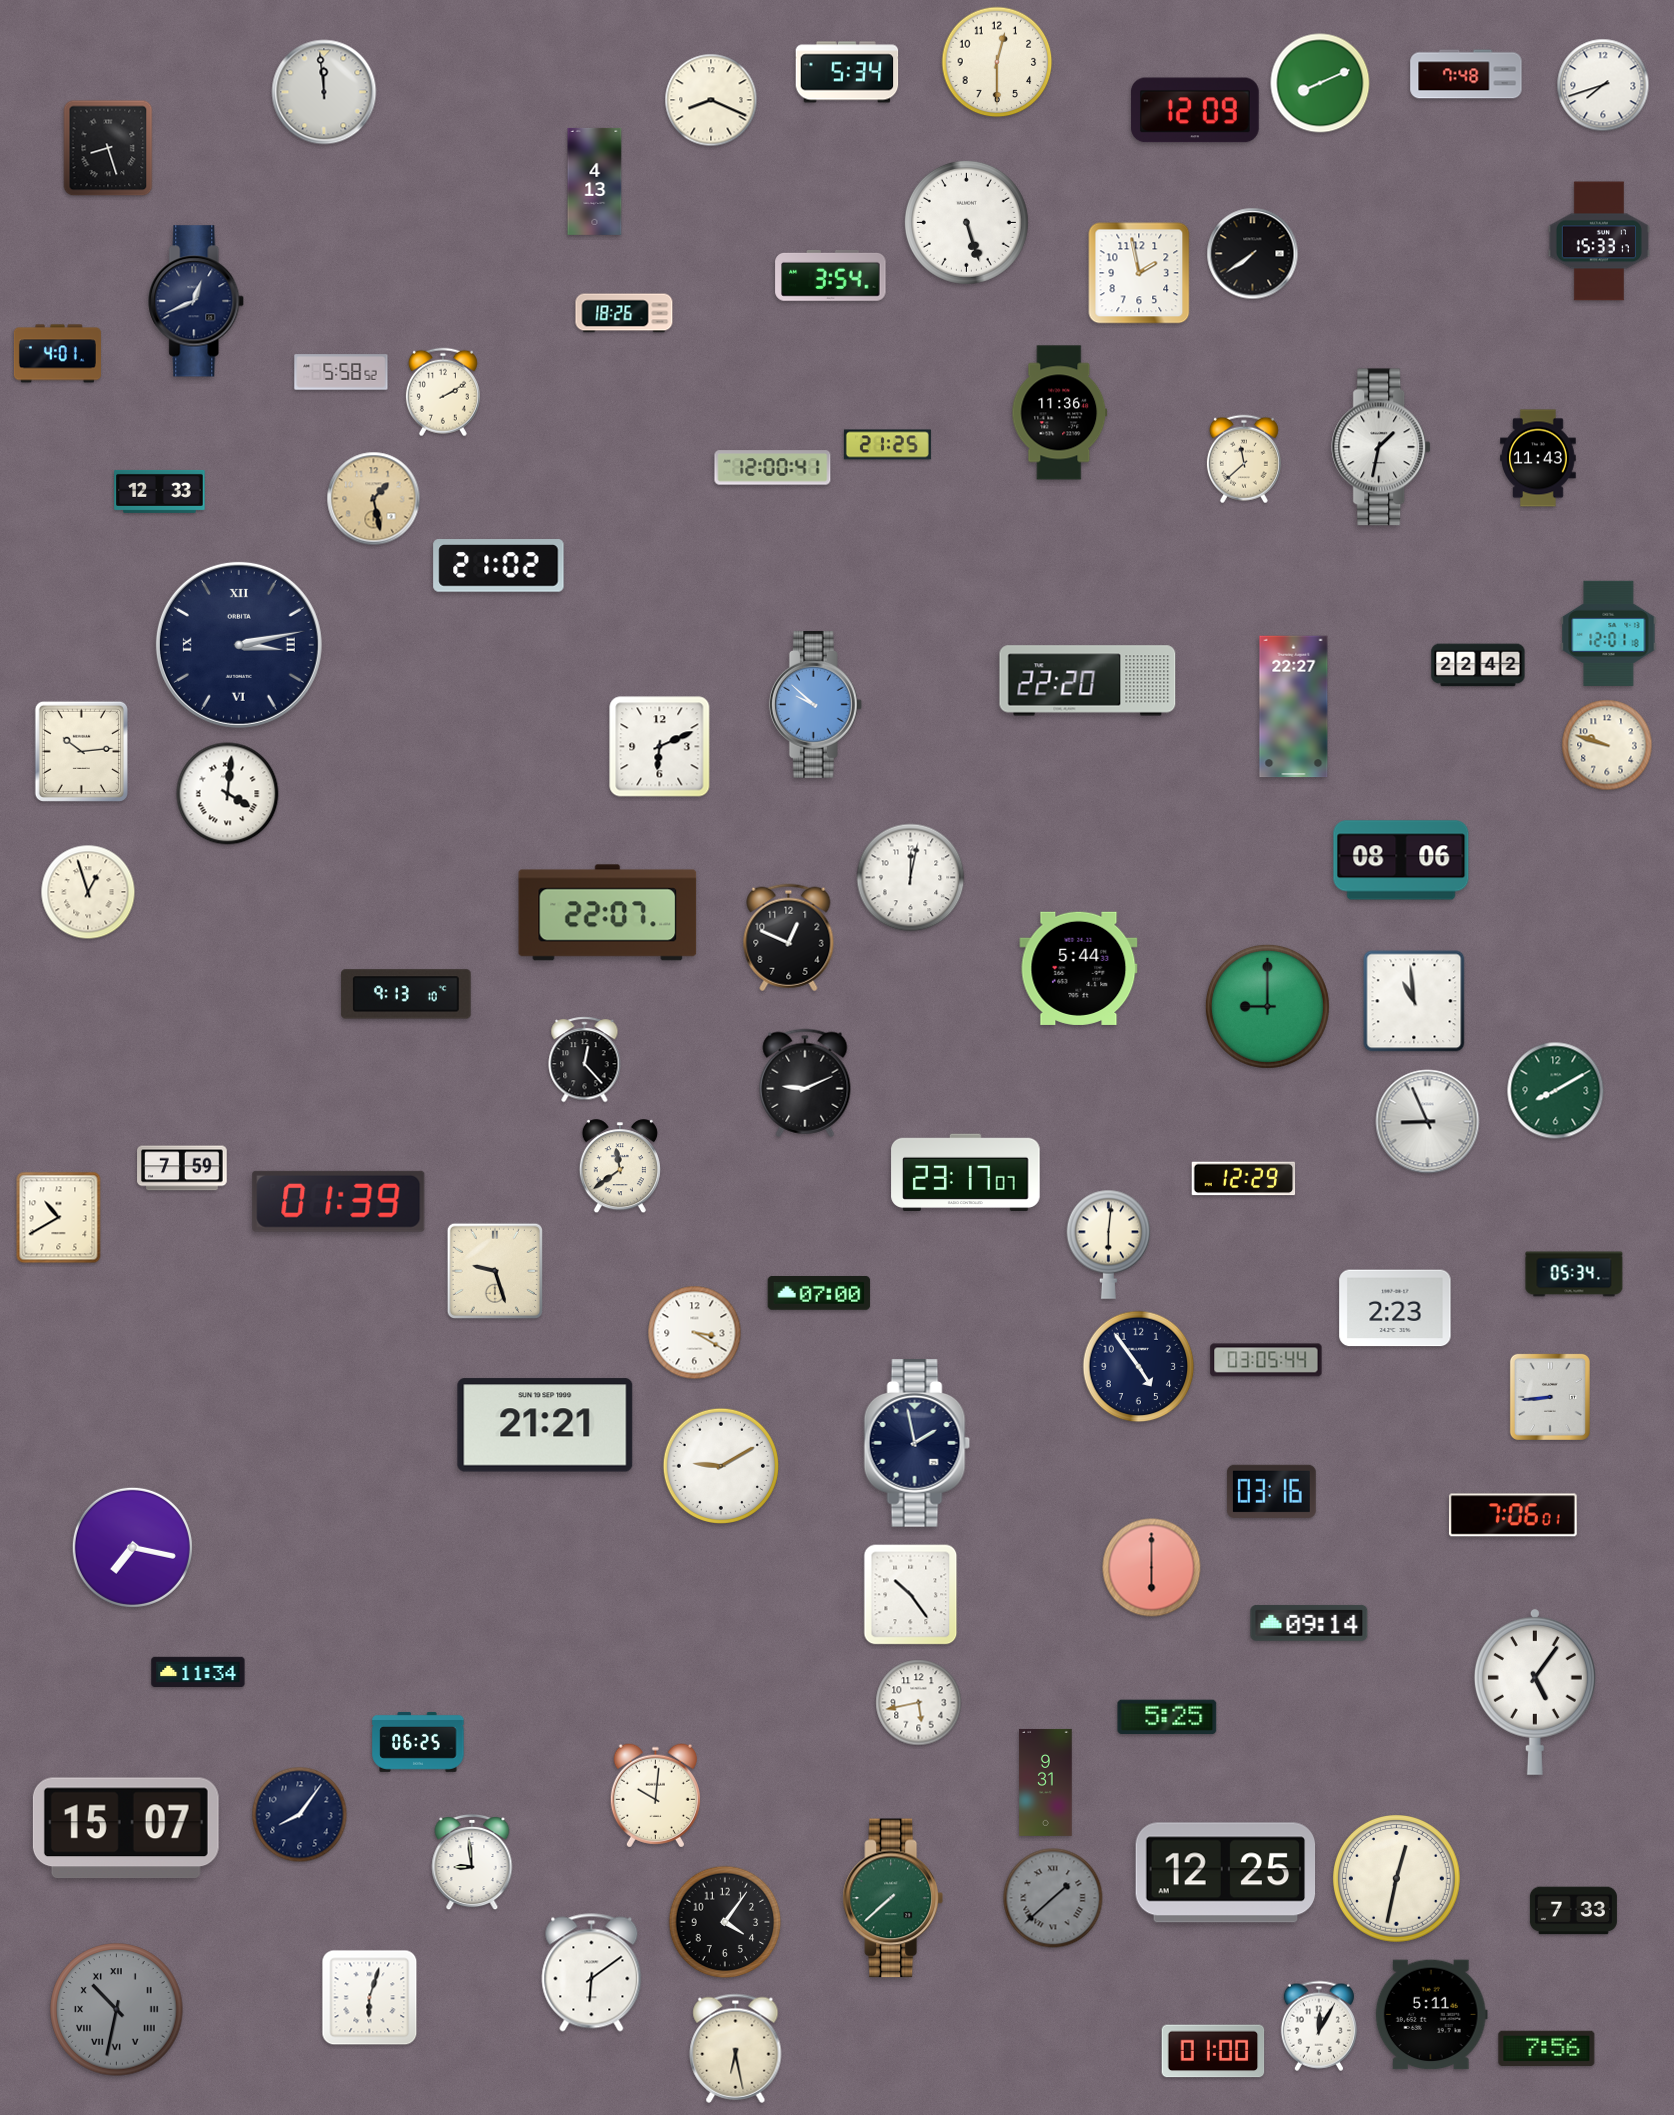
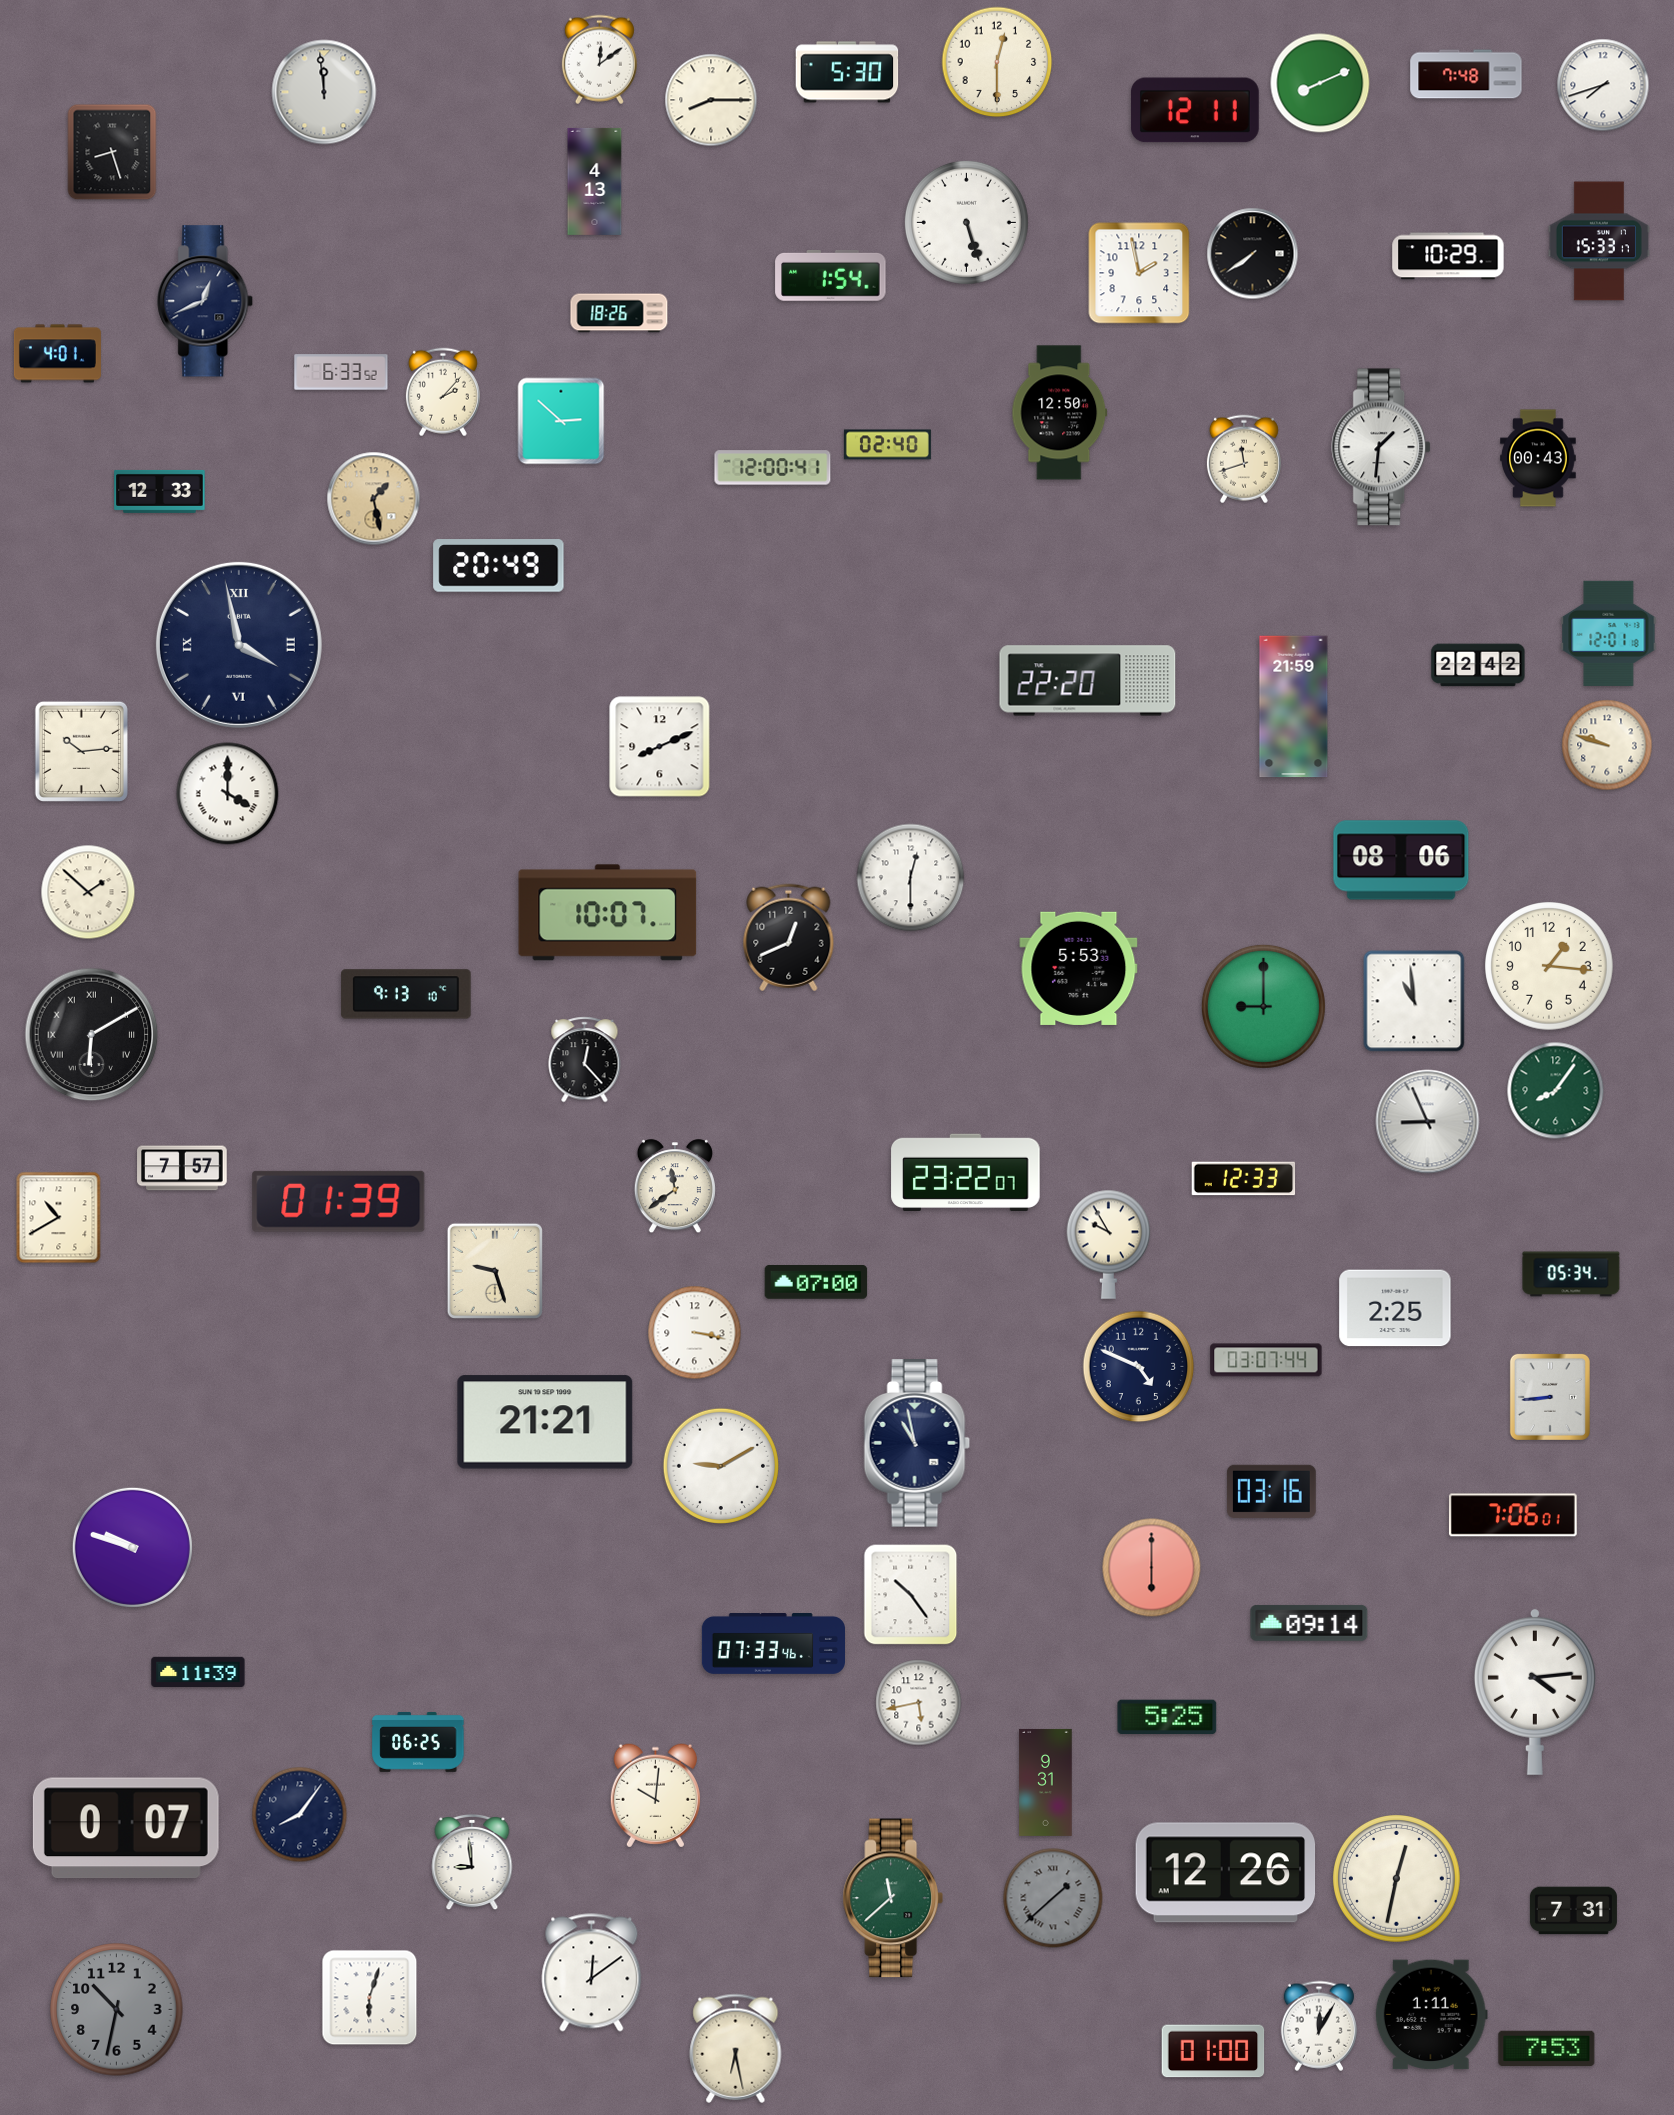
clock at (599, 60): none -> 12:09
clock at (847, 72): 5:34 -> 5:30
clock at (711, 100): 8:19 -> 8:15
clock at (1195, 110): 12:09 -> 12:11
clock at (108, 148) position: (108, 148) -> (112, 152)
clock at (1448, 256): none -> 10:29
clock at (831, 275): 3:54 -> 1:54
clock at (197, 301) position: (197, 301) -> (206, 301)
clock at (624, 313) position: (624, 313) -> (619, 313)
clock at (341, 372): 5:58 -> 6:33
clock at (443, 392): 2:10 -> 2:07
clock at (1060, 413): 11:36 -> 12:50
clock at (561, 421): none -> 2:52
clock at (887, 445): 21:25 -> 02:40
clock at (1382, 447): 1:32 -> 1:31
clock at (1538, 458): 11:43 -> 00:43
clock at (1244, 459): 11:38 -> 11:42
clock at (499, 566): 21:02 -> 20:49
clock at (239, 645): 3:13 -> 3:58
clock at (815, 704): 9:52 -> none
clock at (1294, 707): 22:27 -> 21:59
clock at (660, 747): 6:11 -> 8:11
clock at (228, 794): 4:01 -> 4:00
clock at (911, 878): 12:02 -> 12:30
clock at (88, 892): 12:57 -> 1:52
clock at (608, 913): 22:07 -> 10:07
clock at (789, 938): 12:49 -> 12:41
clock at (1550, 967): none -> 1:16
clock at (1079, 968): 5:44 -> 5:53
clock at (1267, 1006) position: (1267, 1006) -> (1263, 1006)
clock at (92, 1035): none -> 6:10
clock at (805, 1083): 9:11 -> none
clock at (1556, 1091): 8:10 -> 8:06
clock at (620, 1167) position: (620, 1167) -> (675, 1187)
clock at (182, 1168): 7:59 -> 7:57
clock at (966, 1172): 23:17 -> 23:22
clock at (1244, 1179): 12:29 -> 12:33
clock at (1109, 1244): 6:01 -> 9:55
clock at (1574, 1274) position: (1574, 1274) -> (1571, 1274)
clock at (819, 1293) position: (819, 1293) -> (816, 1282)
clock at (1395, 1308): 2:23 -> 2:25
clock at (695, 1333): 3:20 -> 3:17
clock at (1266, 1360): 03:05 -> 03:07
clock at (1139, 1367): 4:54 -> 4:49
clock at (545, 1425) position: (545, 1425) -> (545, 1422)
clock at (917, 1443): 1:58 -> 10:58
clock at (132, 1547): 7:17 -> 9:48
clock at (773, 1644): none -> 07:33
clock at (198, 1671): 11:34 -> 11:39
clock at (1535, 1691): 5:06 -> 4:14
clock at (126, 1828): 15:07 -> 0:07
clock at (1226, 1873): 12:25 -> 12:26
clock at (893, 1898): 7:38 -> 11:38
clock at (1573, 1911): 7:33 -> 7:31
clock at (725, 1922): 4:06 -> none
clock at (592, 1973): 6:09 -> 12:09
clock at (117, 2010) numerals: Roman -> Arabic
clock at (1431, 2015): 5:11 -> 1:11
clock at (1547, 2048): 7:56 -> 7:53
